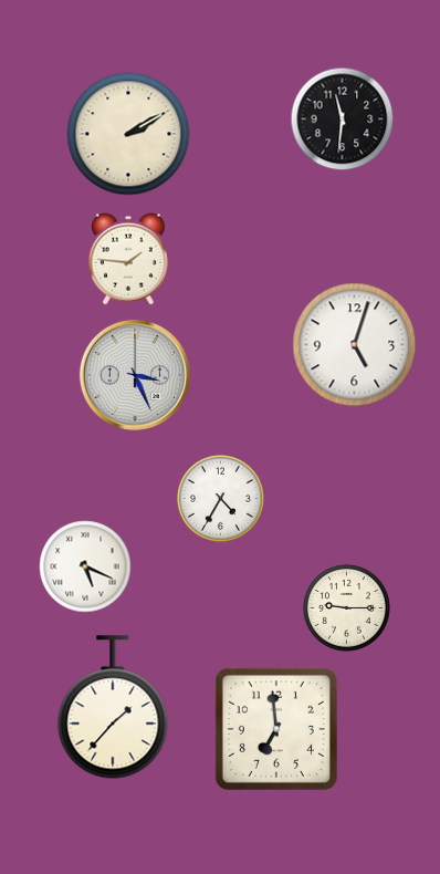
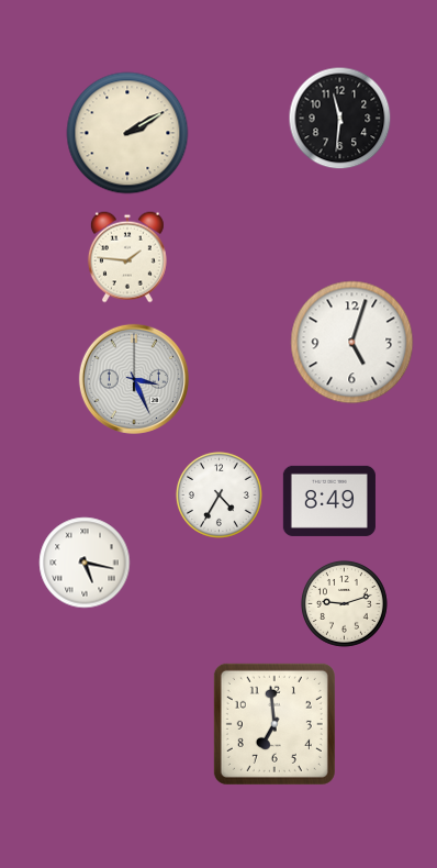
clock at (135, 375) position: (135, 375) -> (134, 379)
clock at (329, 501): none -> 8:49
clock at (85, 566): 5:19 -> 5:17
clock at (346, 607): 9:15 -> 9:12
clock at (113, 707): 1:37 -> none
